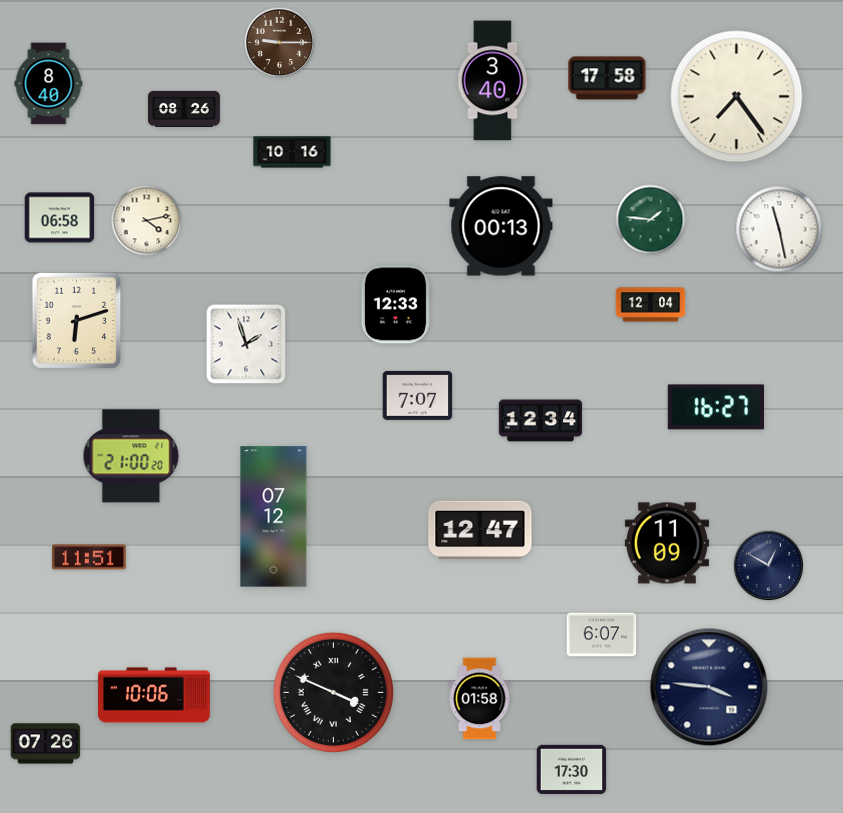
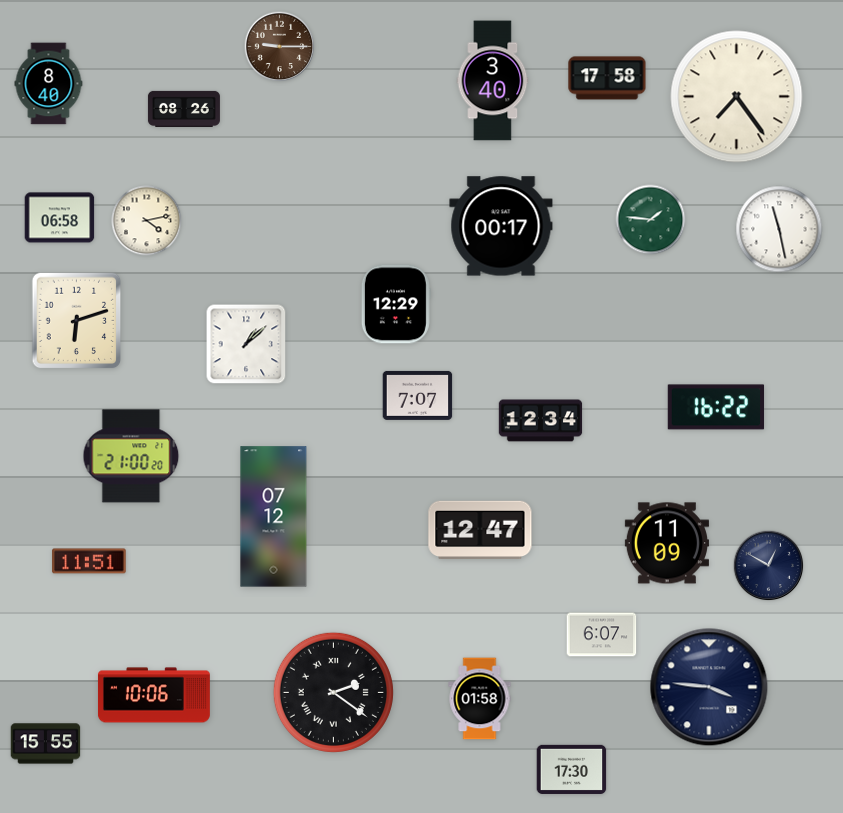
clock at (280, 43) position: (280, 43) -> (280, 47)
clock at (292, 152): 10:16 -> none
clock at (501, 226): 00:13 -> 00:17
clock at (396, 304): 12:33 -> 12:29
clock at (651, 305): 12:04 -> none
clock at (246, 344): 1:57 -> 1:08
clock at (716, 407): 16:27 -> 16:22
clock at (89, 557) position: (89, 557) -> (89, 561)
clock at (333, 692): 3:49 -> 2:21
clock at (46, 744): 07:26 -> 15:55
